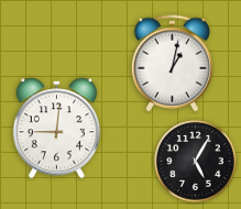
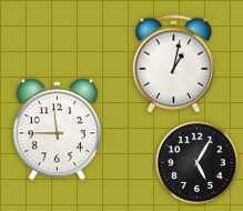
clock at (56, 129): 9:01 -> 11:45
